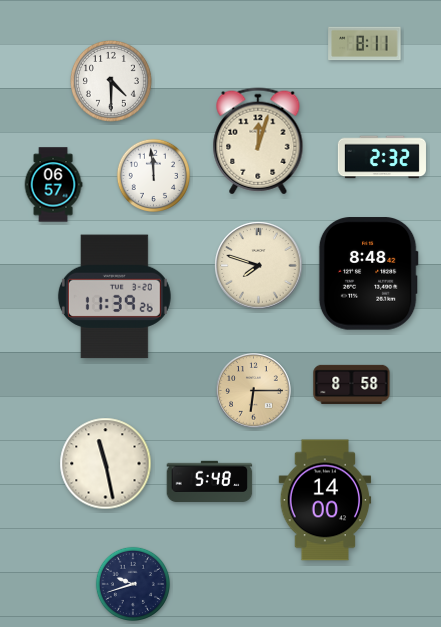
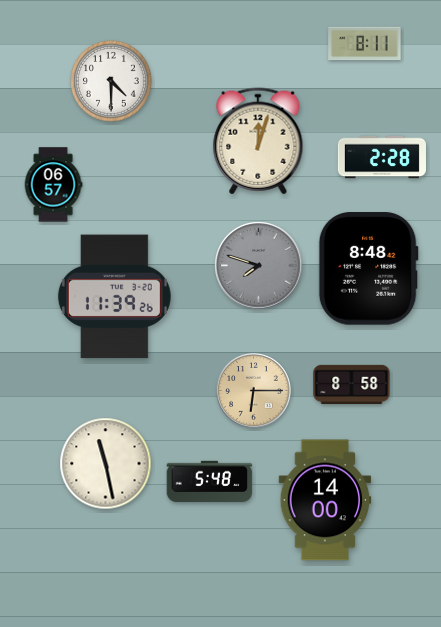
clock at (382, 157): 2:32 -> 2:28
clock at (153, 175): 11:59 -> none
clock at (259, 266) dial: cream -> grey
clock at (368, 274) position: (368, 274) -> (368, 269)
clock at (132, 583): 9:42 -> none
